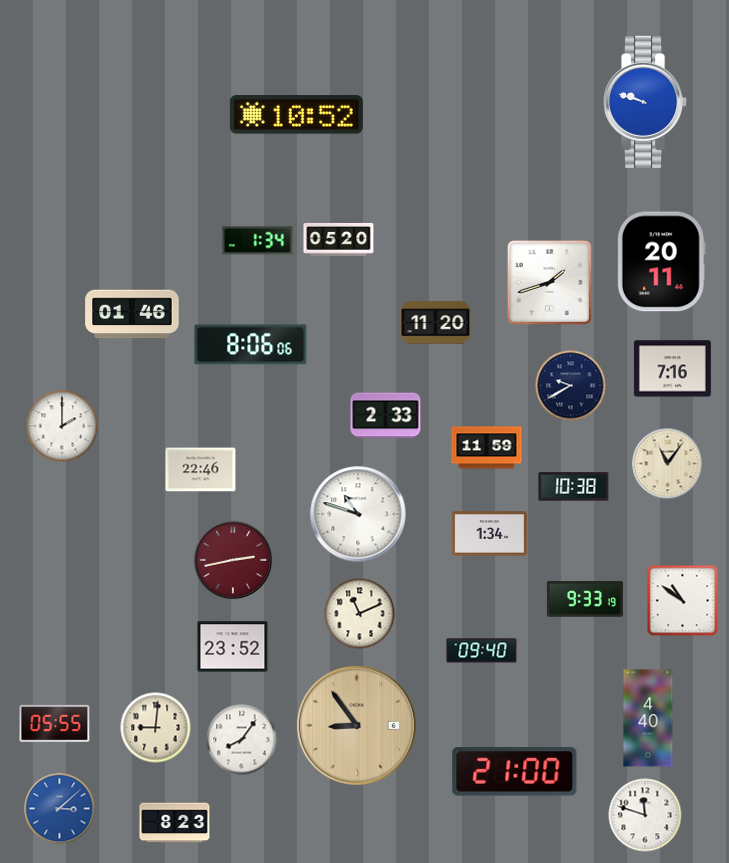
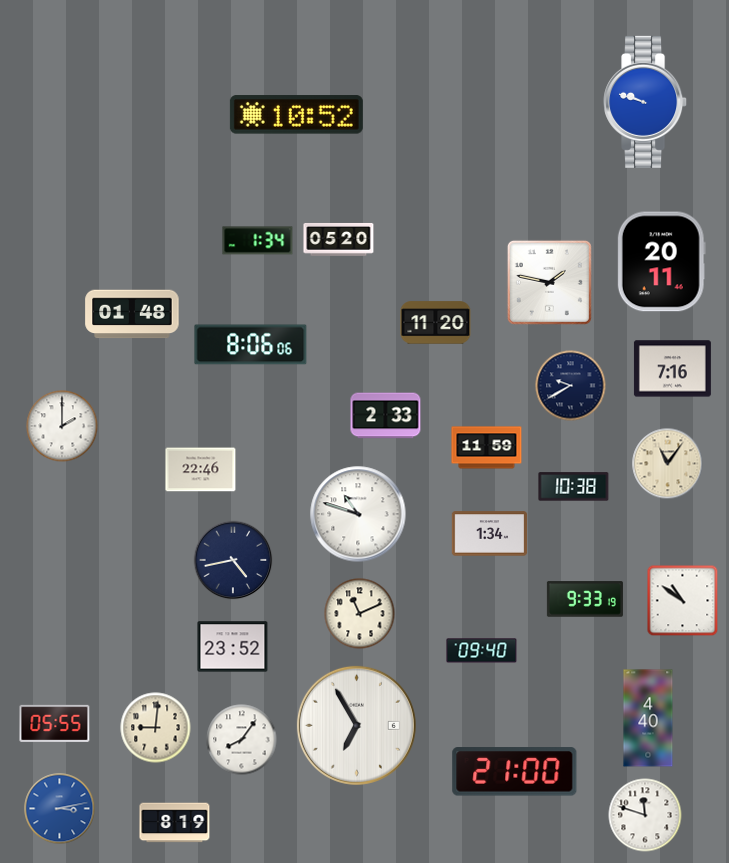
clock at (549, 282): 1:42 -> 1:47
clock at (132, 314): 01:46 -> 01:48
clock at (233, 560): 2:43 -> 4:43
clock at (233, 560) dial: burgundy -> navy
clock at (356, 725): 8:54 -> 6:55
clock at (356, 725) dial: champagne -> white
clock at (60, 809): 3:08 -> 3:13
clock at (175, 823): 8:23 -> 8:19
